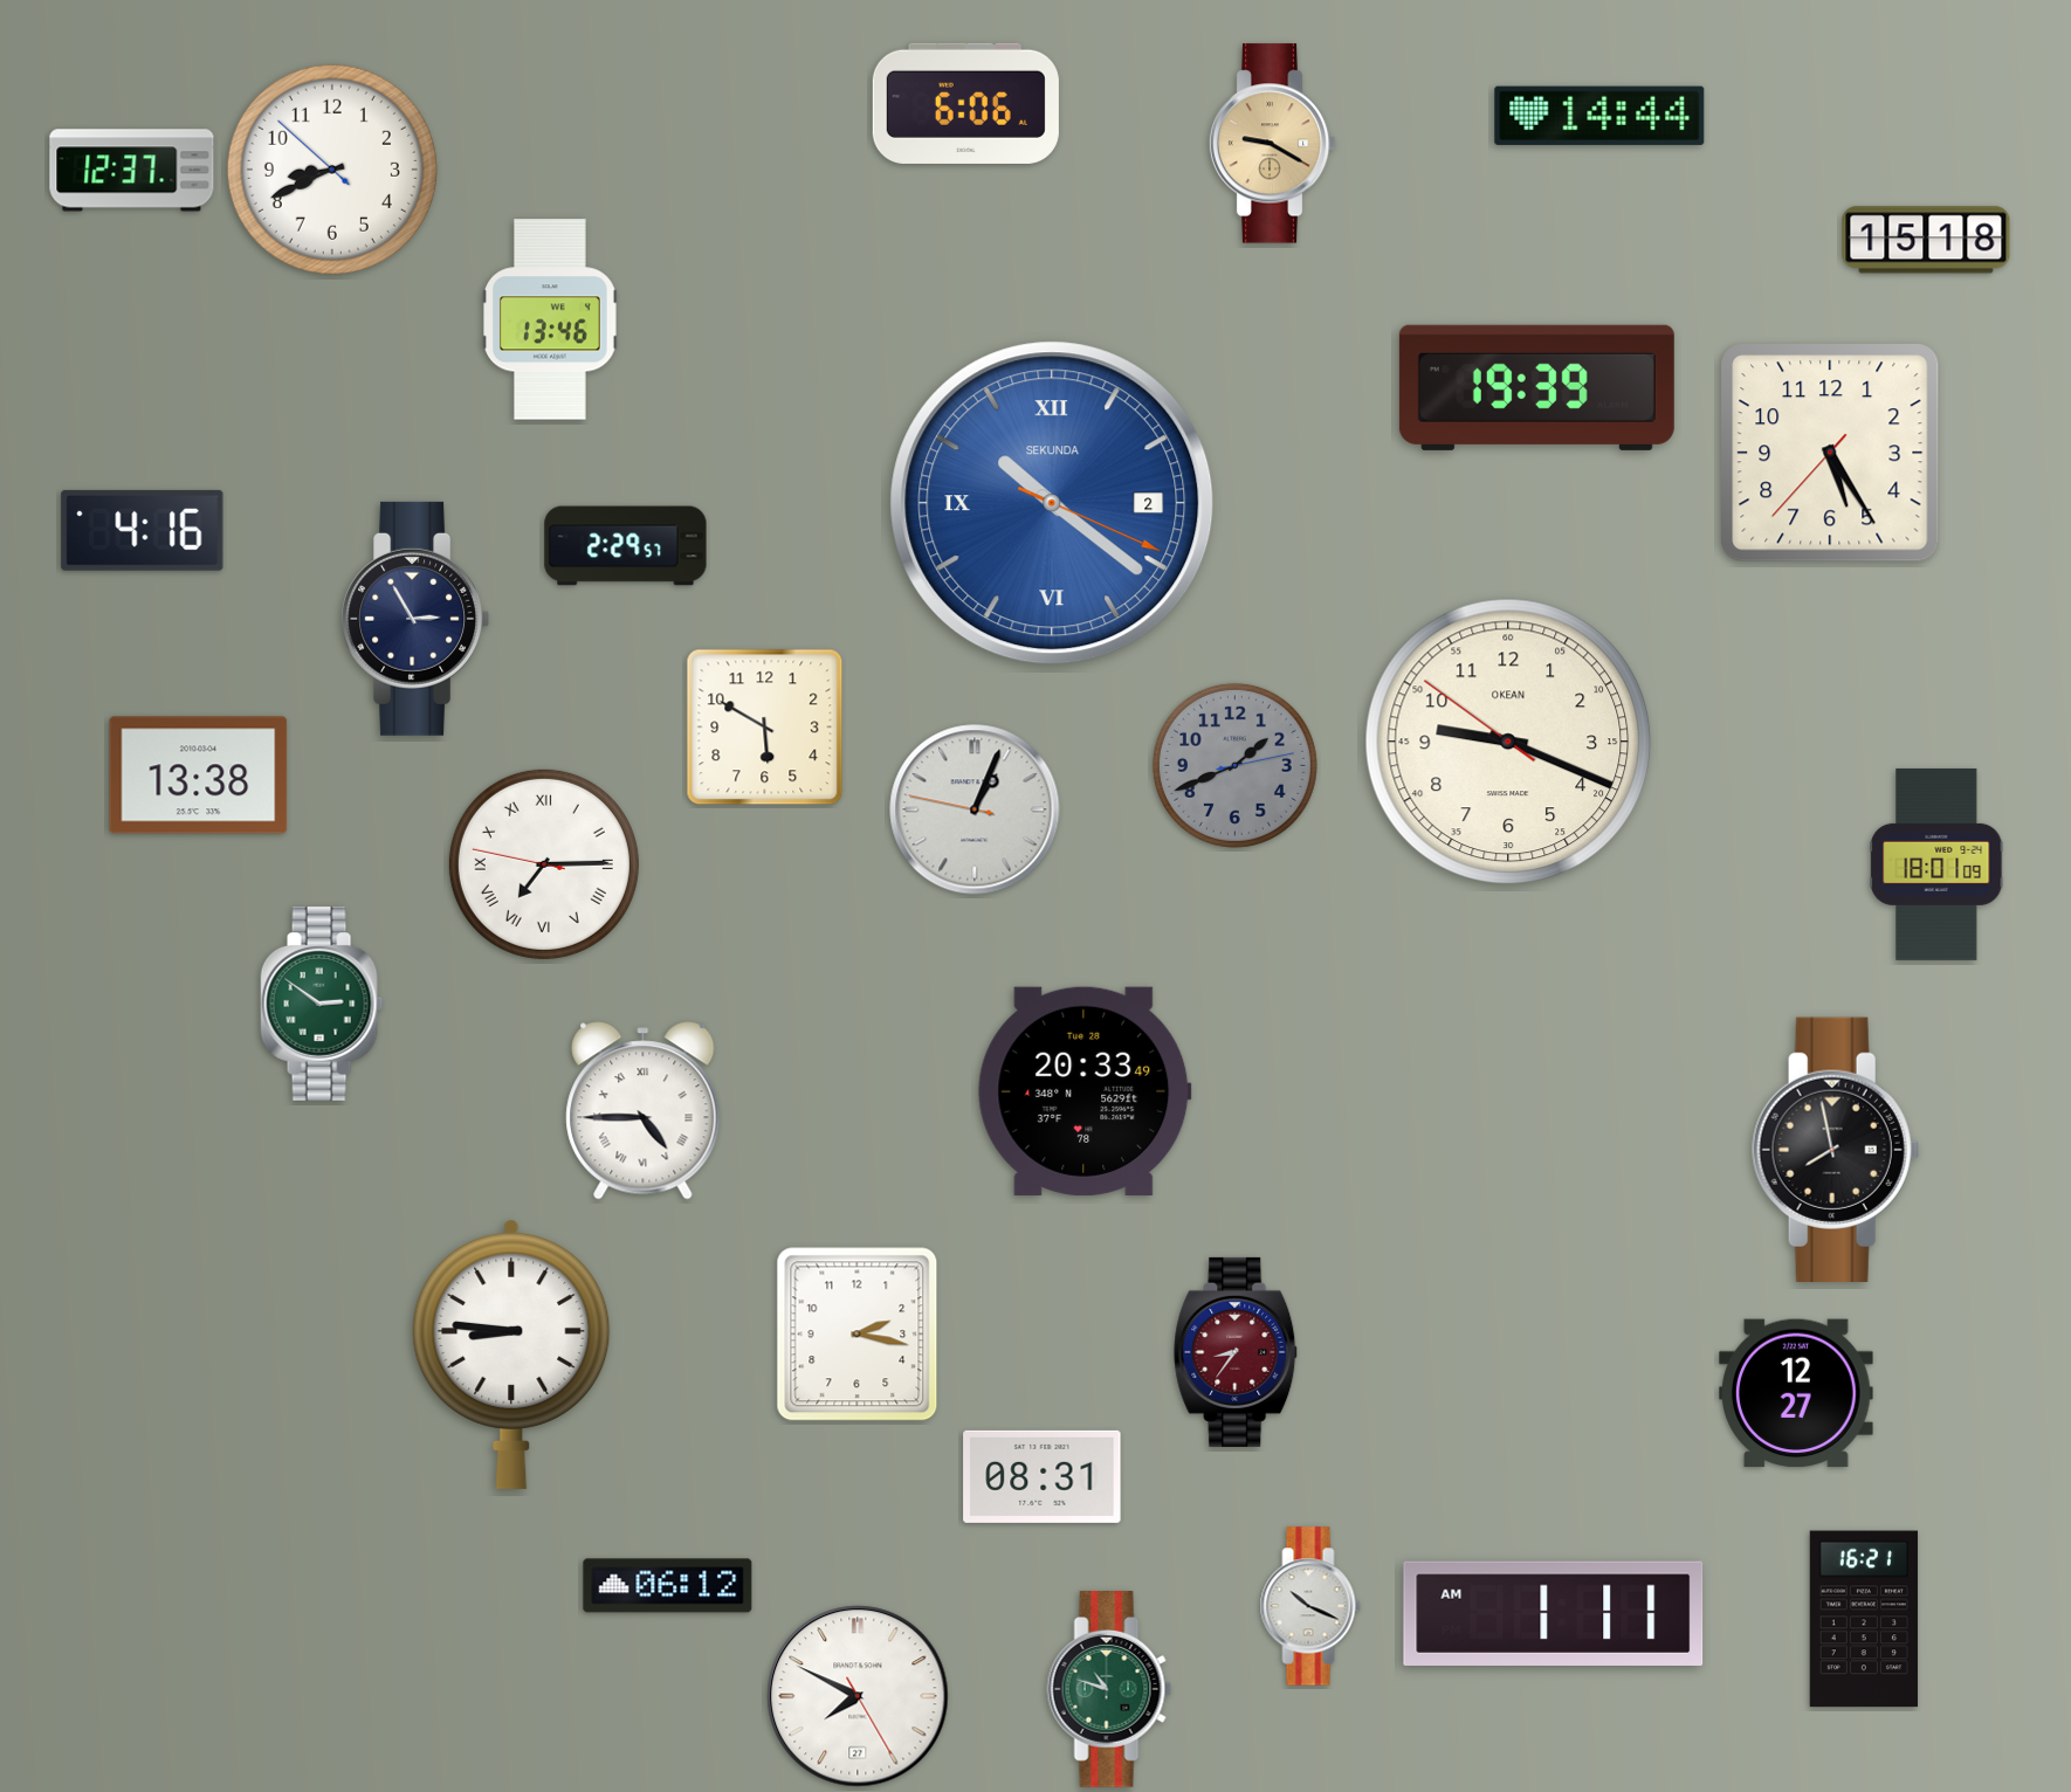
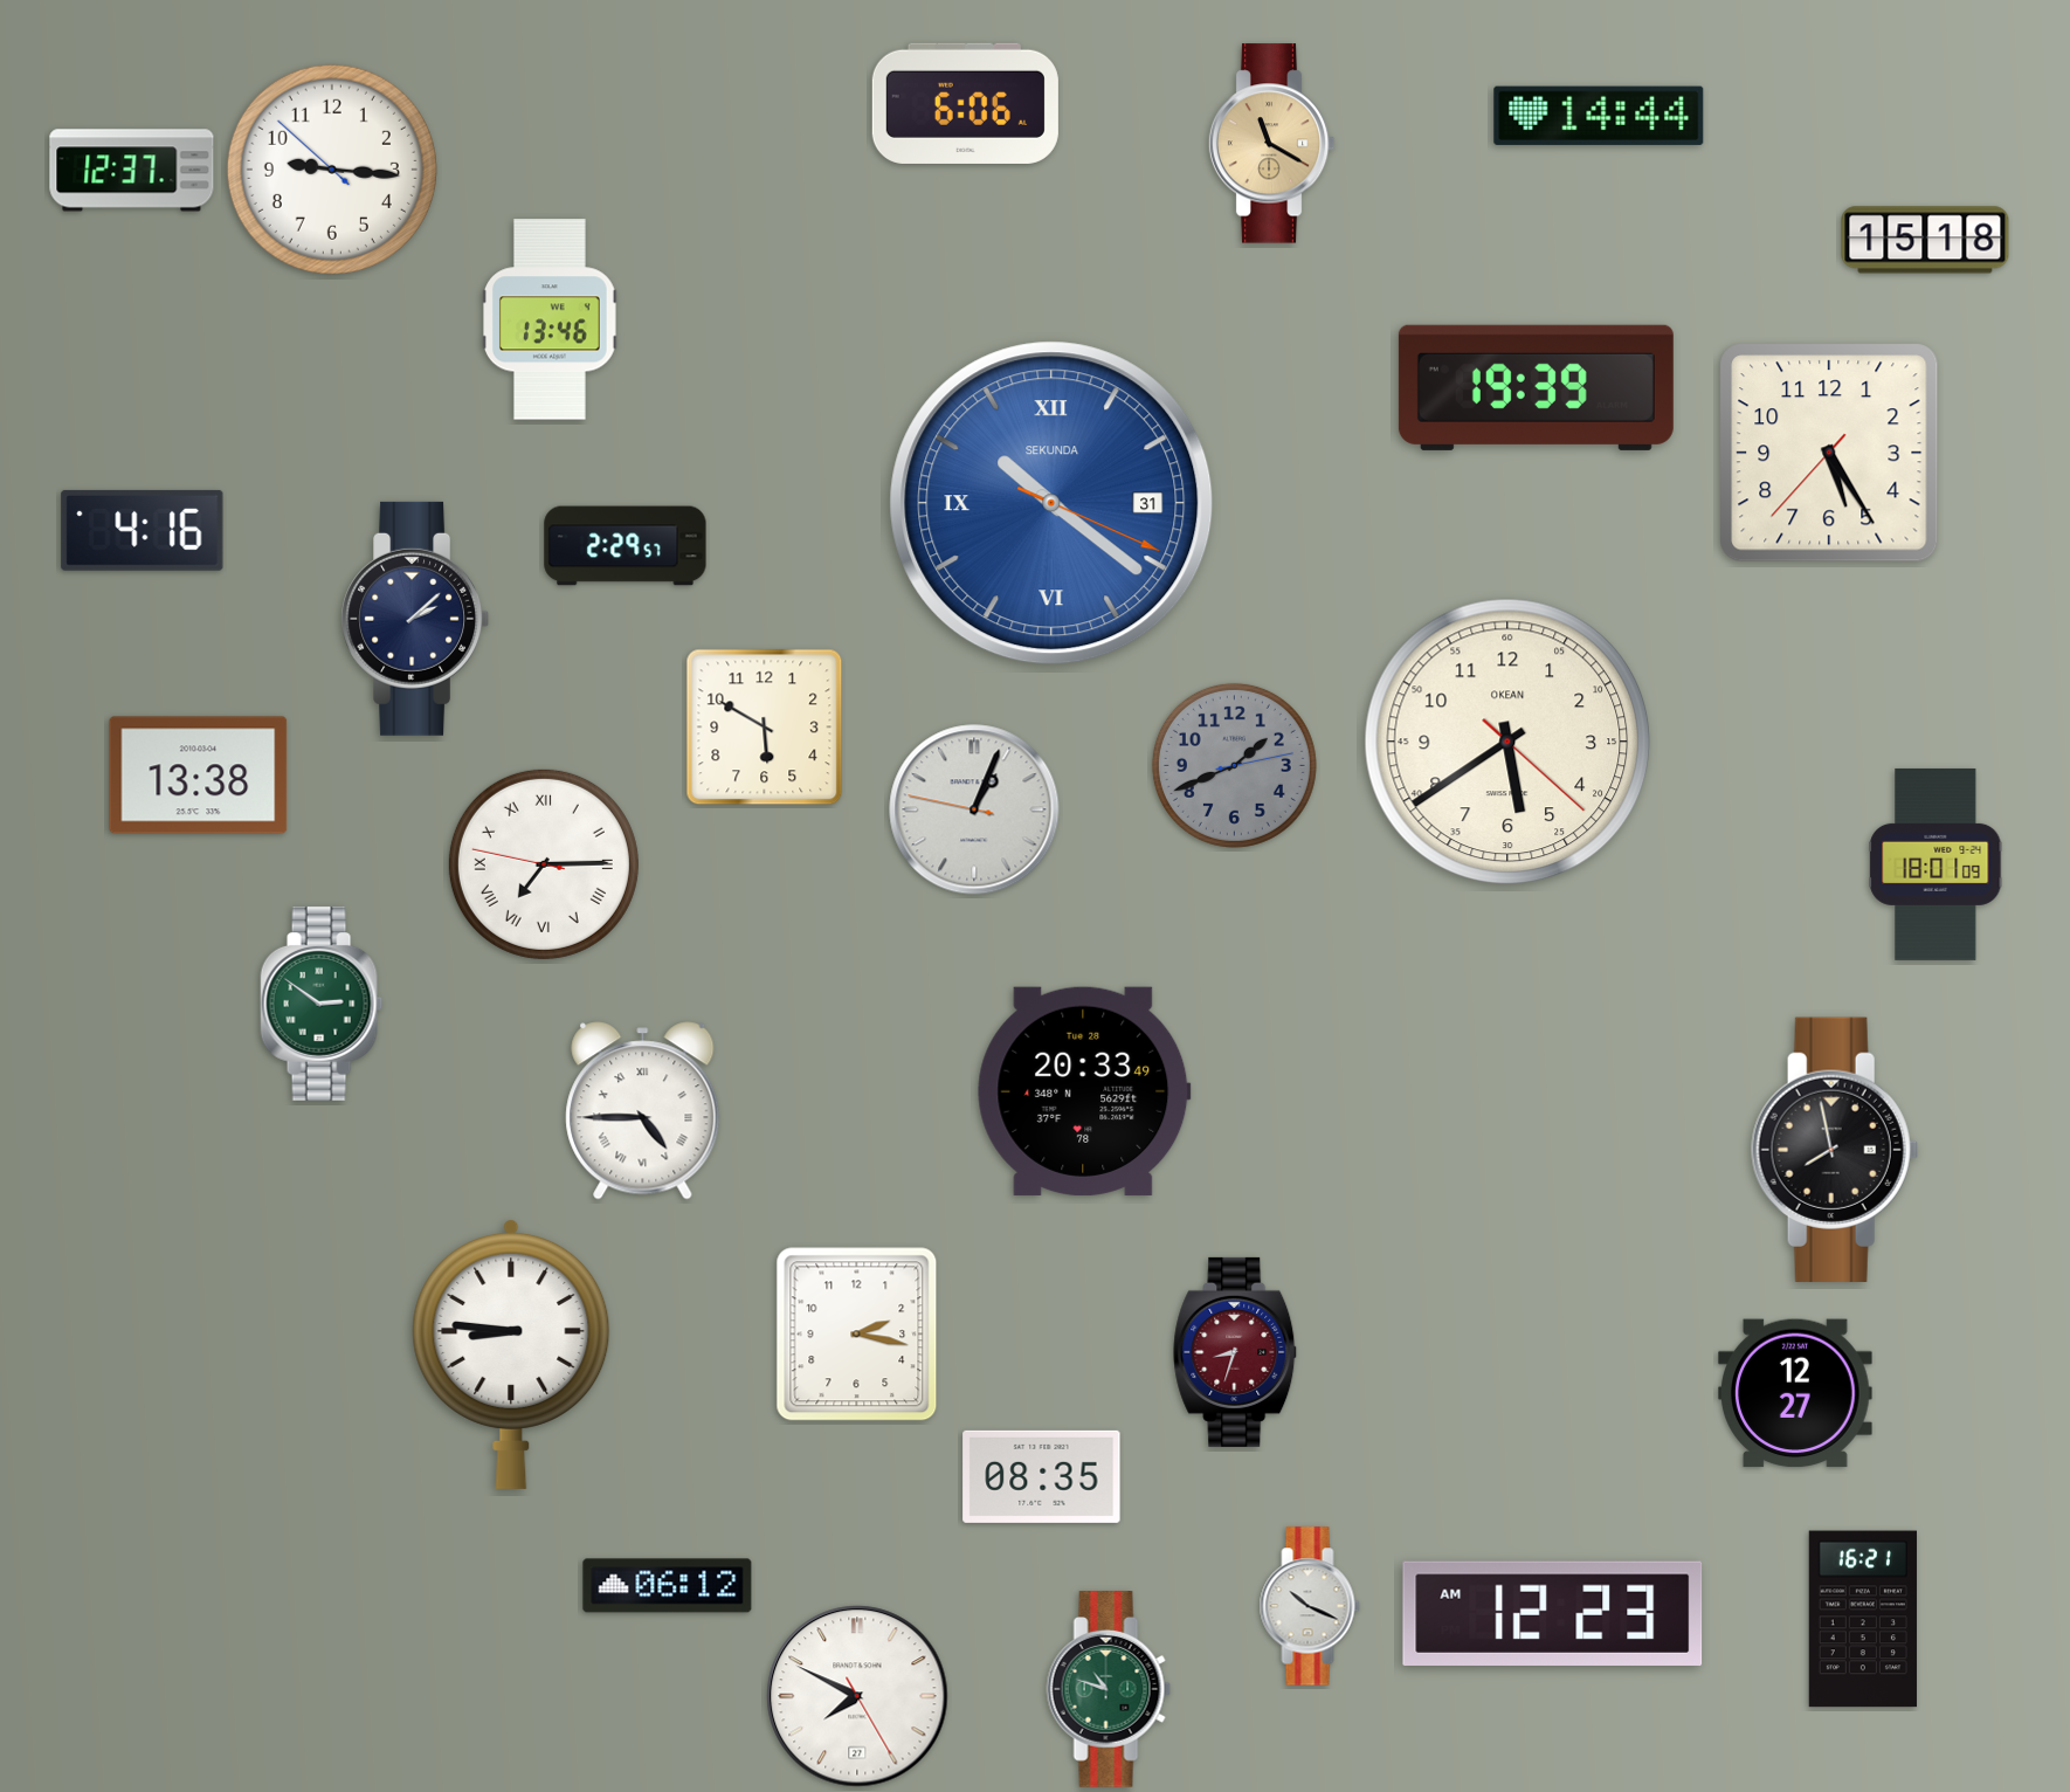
clock at (1272, 144): 9:20 -> 11:20
clock at (332, 170): 8:40 -> 9:15
clock at (1052, 503) date: 2 -> 31
clock at (415, 619): 2:55 -> 2:08
clock at (1508, 742): 9:18 -> 5:39
clock at (1237, 1352): 8:36 -> 8:33
clock at (1043, 1476): 08:31 -> 08:35
clock at (1554, 1613): 1:11 -> 12:23
